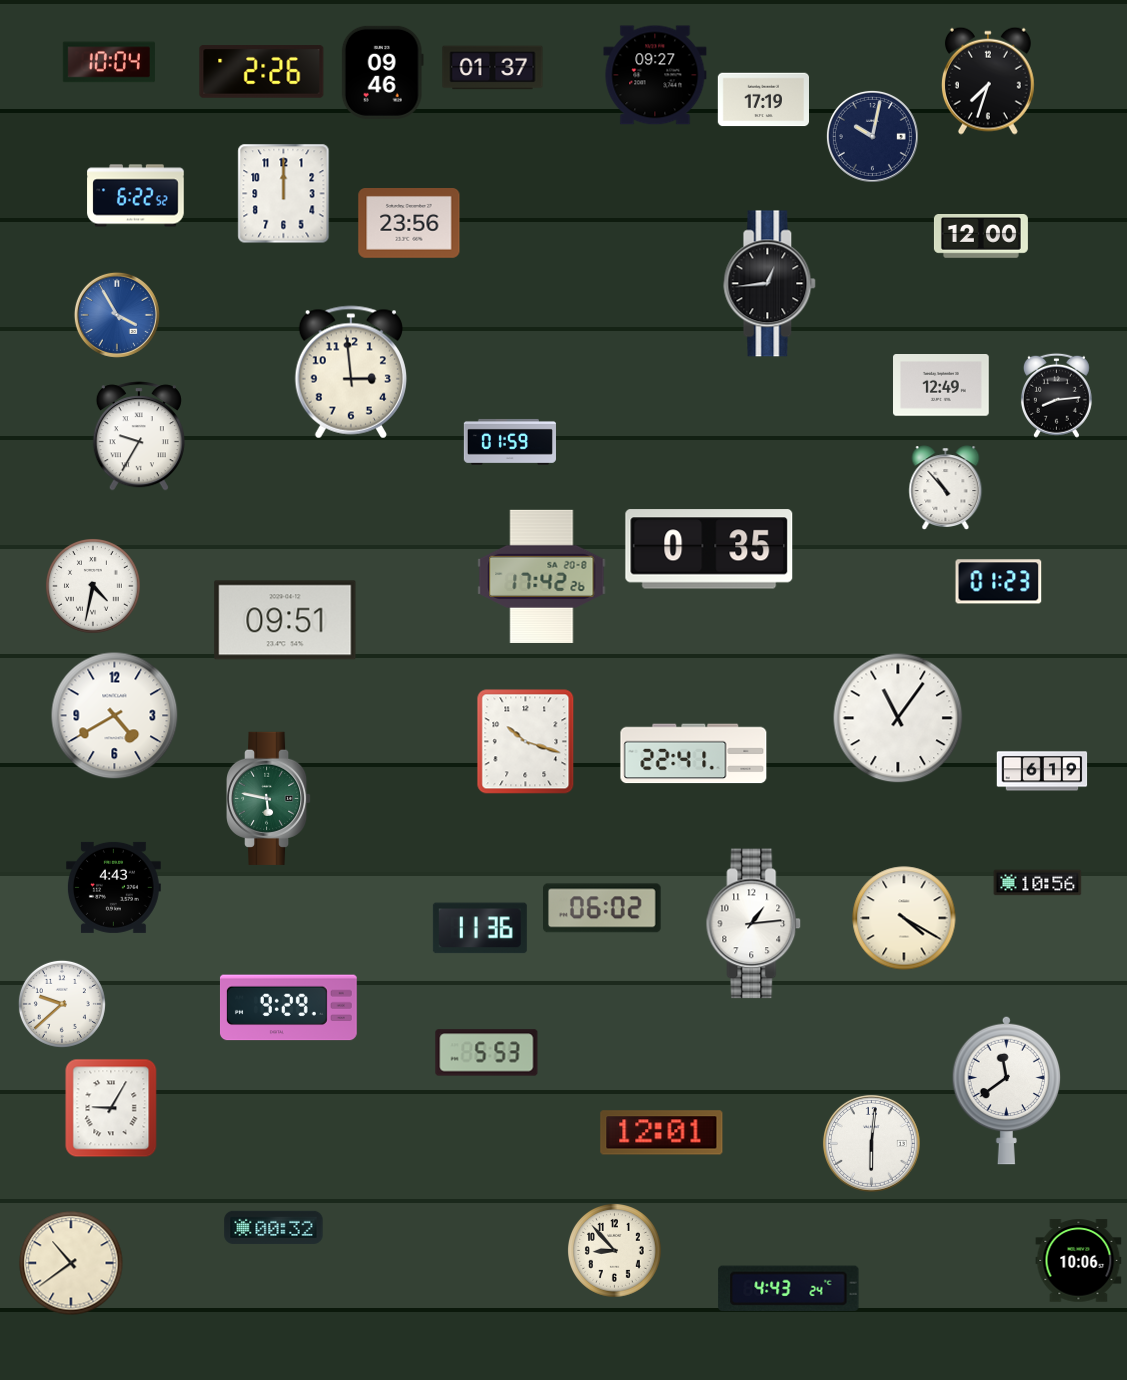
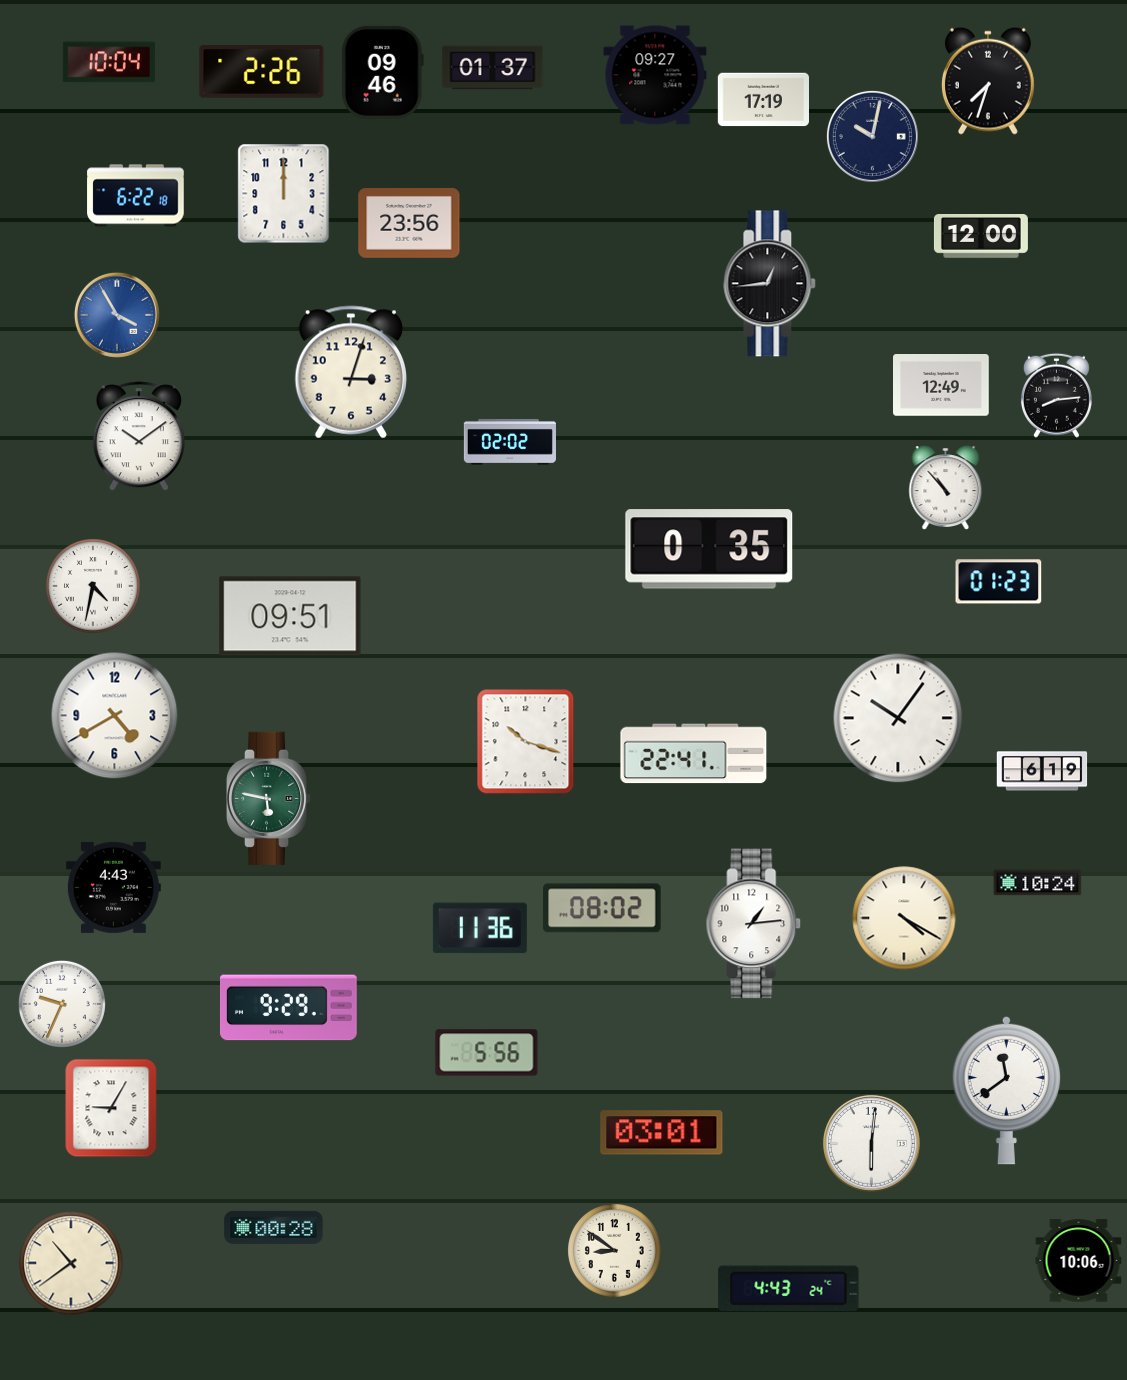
clock at (136, 196): 6:22:52 -> 6:22:18
clock at (351, 372): 2:59 -> 3:03
clock at (139, 436): 9:35 -> 10:09
clock at (510, 442): 01:59 -> 02:02
clock at (542, 576): 17:42 -> none
clock at (285, 620) position: (285, 620) -> (290, 616)
clock at (898, 718): 11:06 -> 10:06
clock at (1038, 883): 10:56 -> 10:24
clock at (603, 908): 06:02 -> 08:02
clock at (62, 1004): 9:38 -> 9:34
clock at (487, 1053): 5:53 -> 5:56
clock at (662, 1133): 12:01 -> 03:01
clock at (274, 1227): 00:32 -> 00:28
clock at (615, 1251): 8:53 -> 8:51
